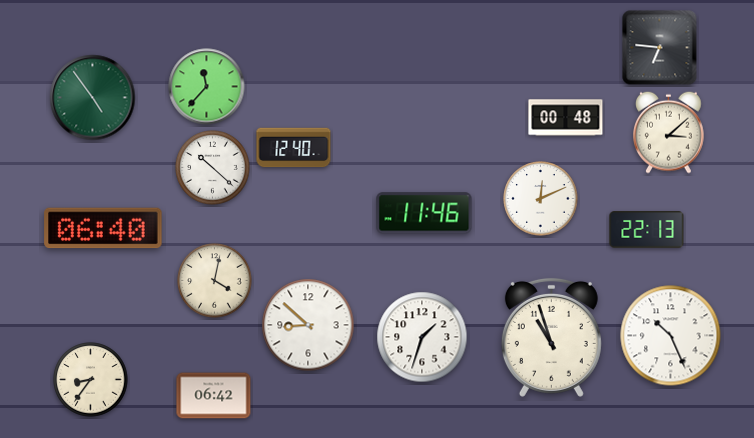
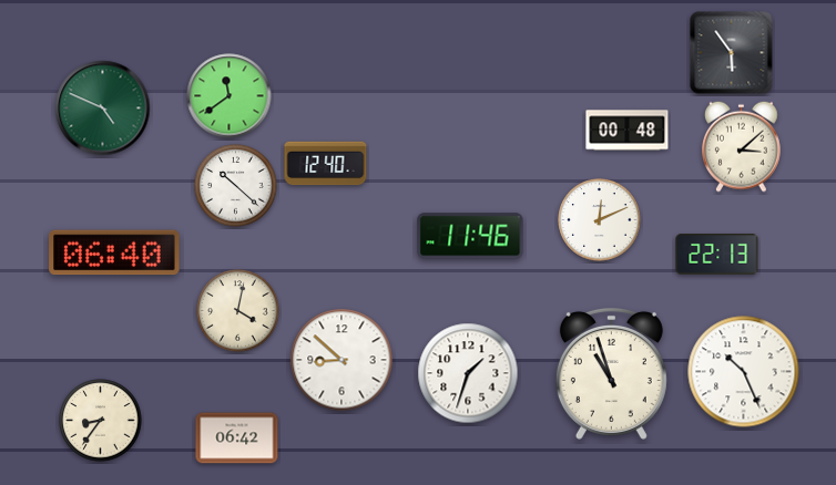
clock at (660, 48): 6:46 -> 5:54
clock at (207, 87): 11:37 -> 11:39
clock at (93, 98): 4:54 -> 4:49
